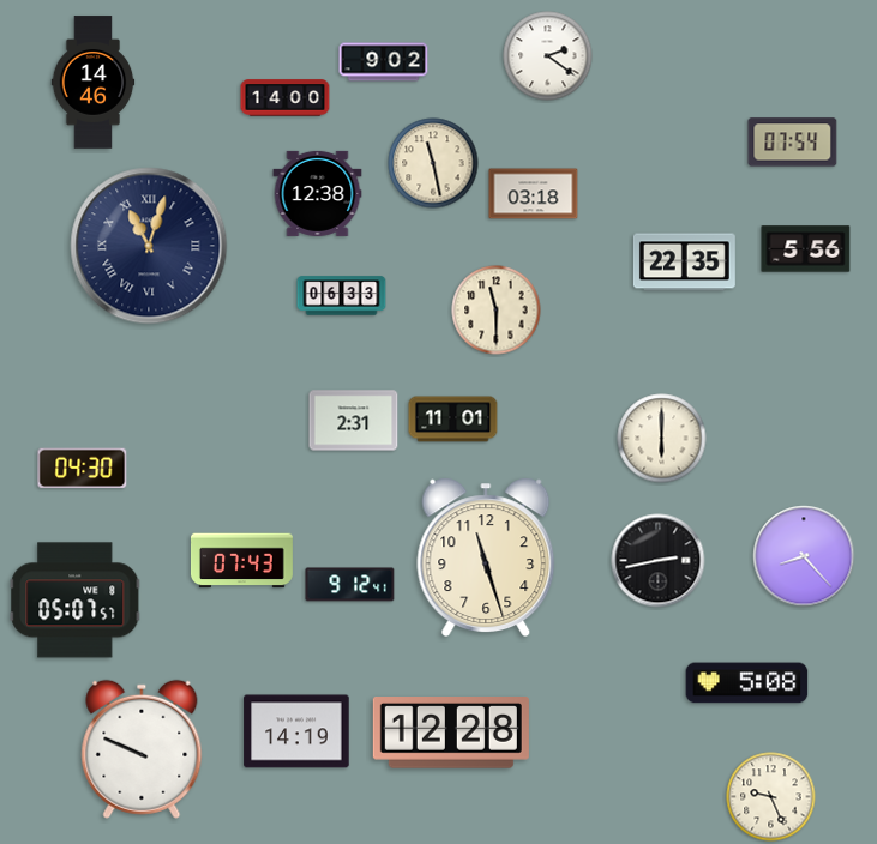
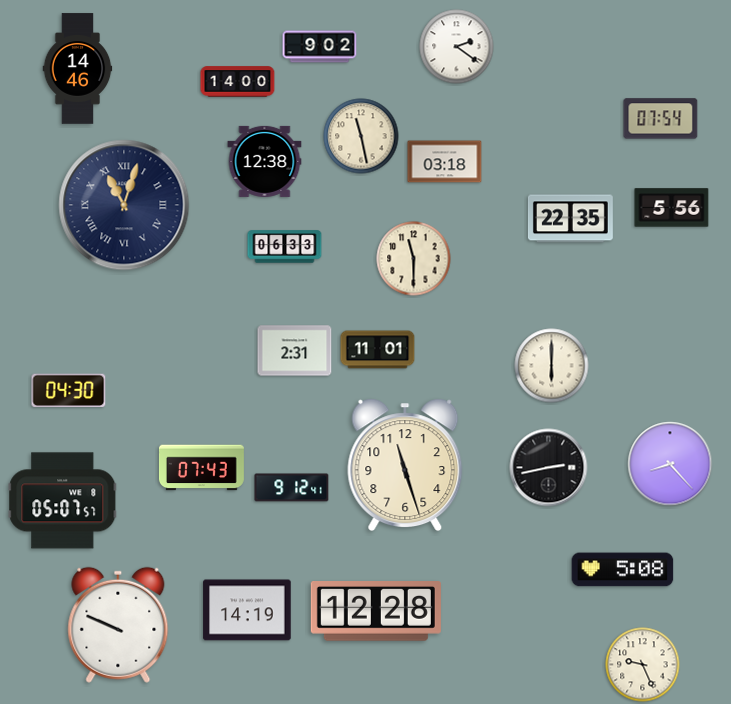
clock at (384, 62) position: (384, 62) -> (320, 47)
